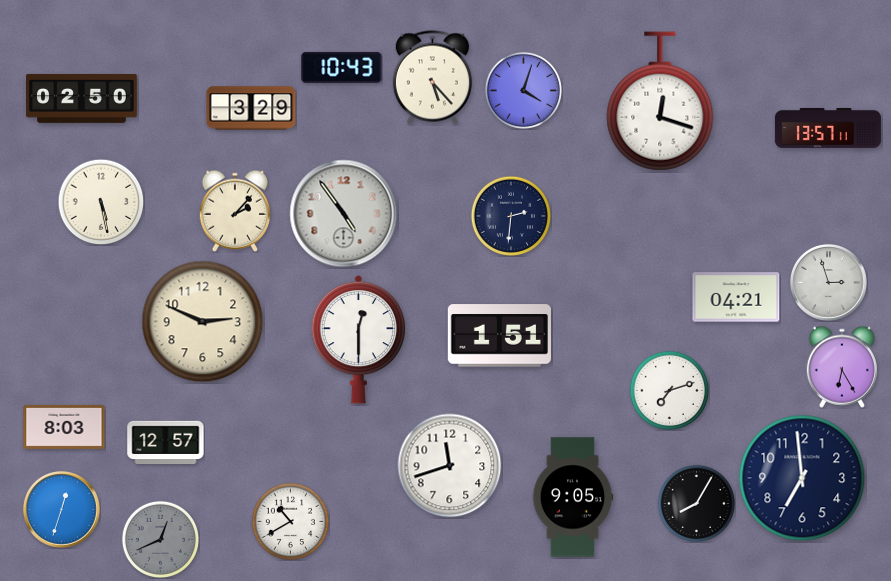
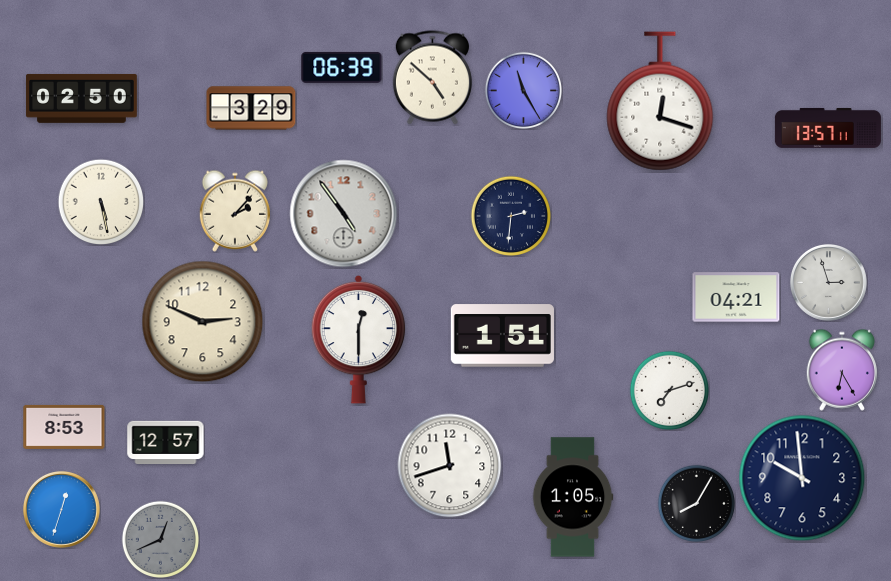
clock at (342, 67): 10:43 -> 06:39
clock at (432, 78): 5:23 -> 4:52
clock at (523, 90): 4:03 -> 11:25
clock at (499, 336) position: (499, 336) -> (502, 336)
clock at (841, 367) position: (841, 367) -> (841, 370)
clock at (64, 427): 8:03 -> 8:53
clock at (802, 478): 6:59 -> 9:59
clock at (573, 497): 9:05 -> 1:05
clock at (290, 521): 10:40 -> none
